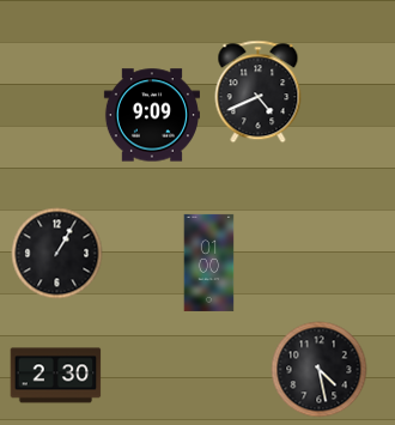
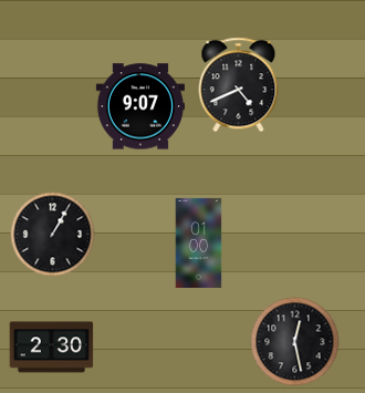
clock at (152, 115): 9:09 -> 9:07
clock at (209, 262) position: (209, 262) -> (199, 242)
clock at (320, 370): 4:28 -> 12:28
